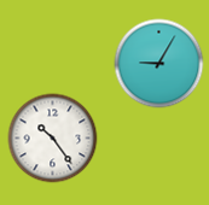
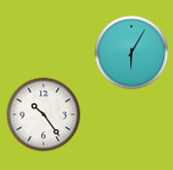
clock at (159, 64): 9:05 -> 6:05
